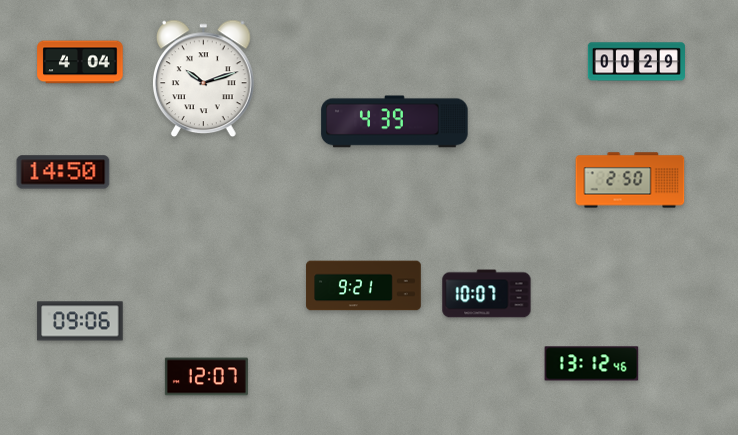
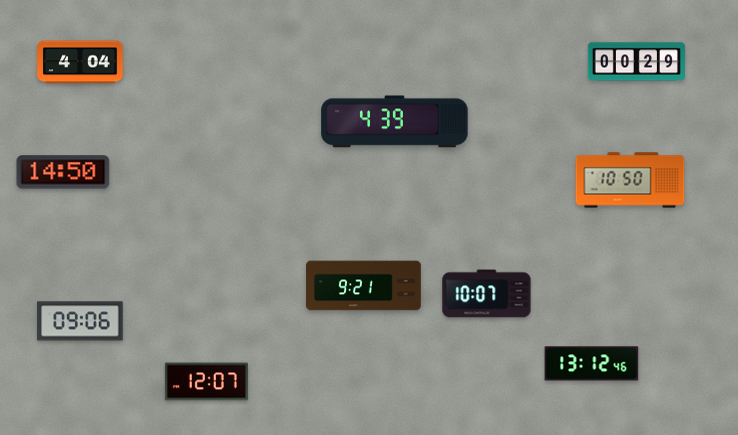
clock at (204, 79): 10:12 -> none
clock at (630, 180): 2:50 -> 10:50
clock at (206, 377) position: (206, 377) -> (206, 382)
